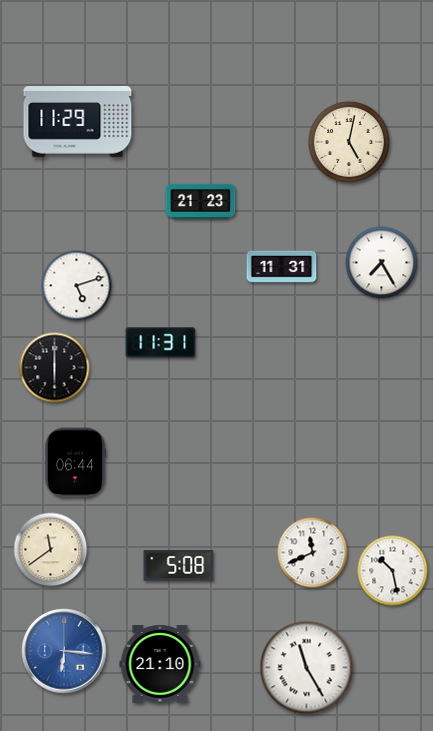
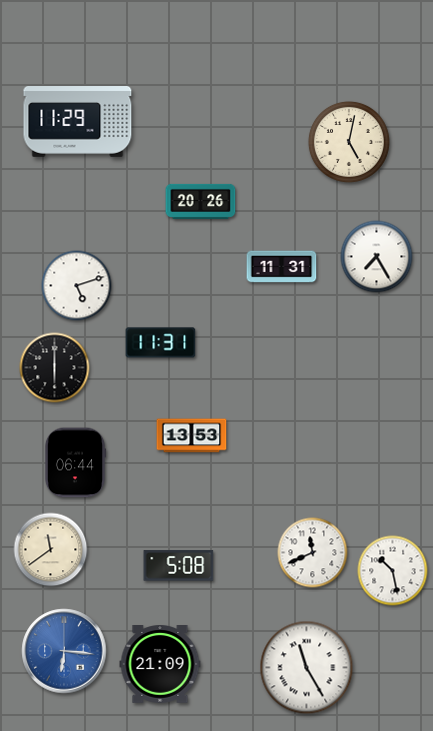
clock at (201, 201): 21:23 -> 20:26
clock at (382, 263) position: (382, 263) -> (377, 257)
clock at (192, 436): none -> 13:53
clock at (160, 665): 21:10 -> 21:09
